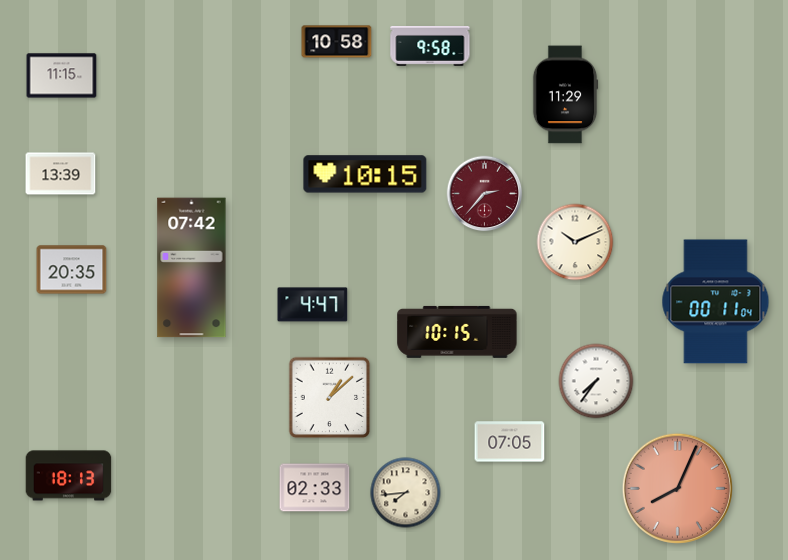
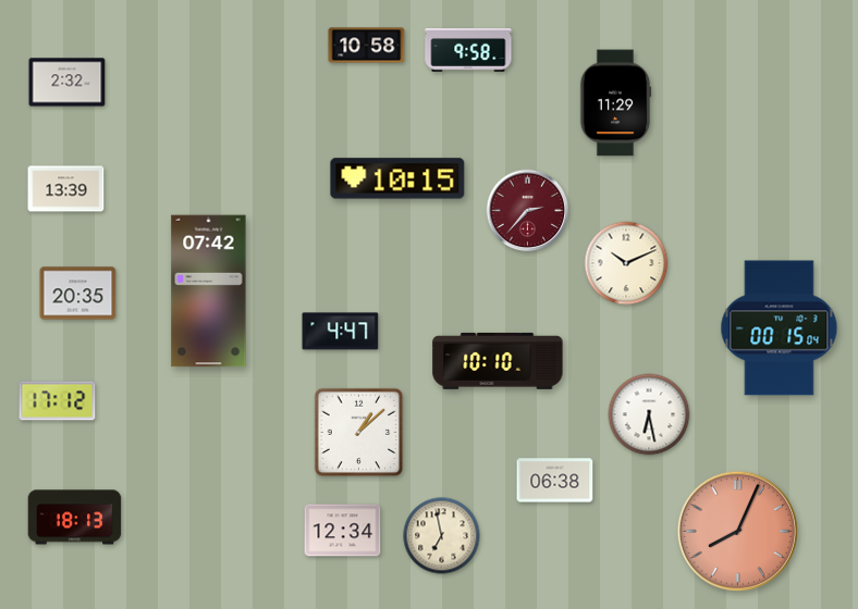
clock at (62, 76): 11:15 -> 2:32
clock at (365, 174) position: (365, 174) -> (397, 178)
clock at (716, 302): 00:11 -> 00:15
clock at (457, 332): 10:15 -> 10:10
clock at (58, 401): none -> 17:12
clock at (596, 381): 7:36 -> 6:28
clock at (510, 442): 07:05 -> 06:38
clock at (315, 488): 02:33 -> 12:34
clock at (406, 493): 7:44 -> 6:58
